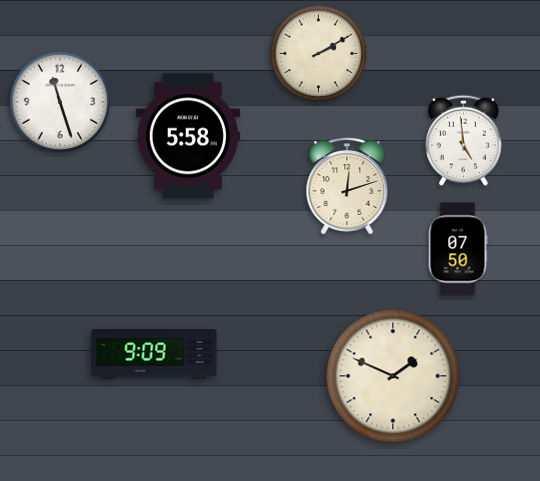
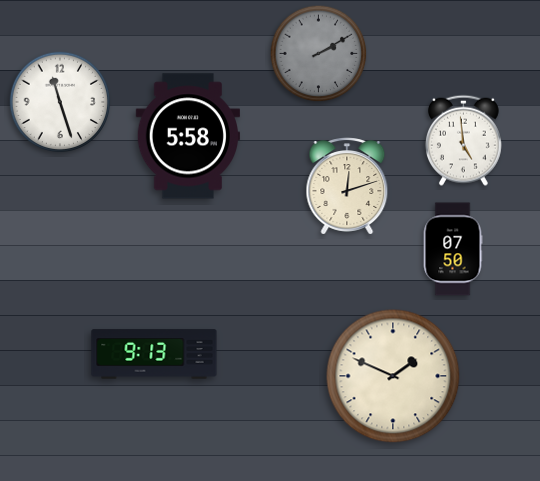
clock at (319, 54) dial: cream -> grey
clock at (458, 249) position: (458, 249) -> (453, 249)
clock at (154, 354): 9:09 -> 9:13
